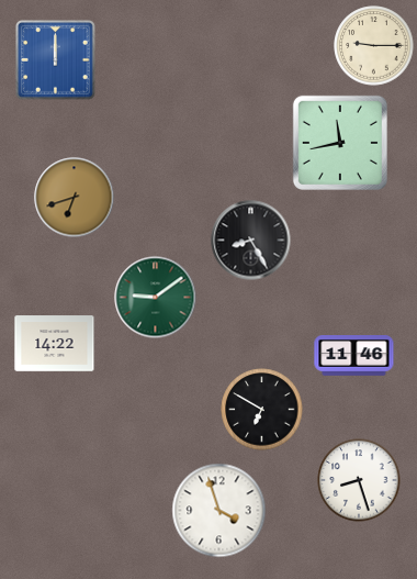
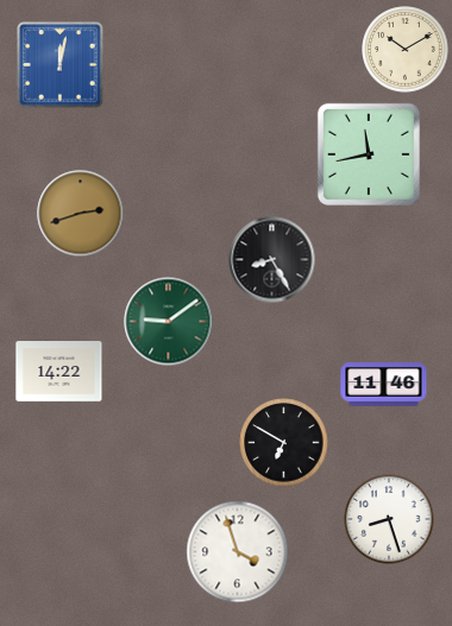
clock at (374, 46): 9:15 -> 10:10
clock at (55, 59): 12:00 -> 12:02
clock at (75, 198): 6:42 -> 2:42
